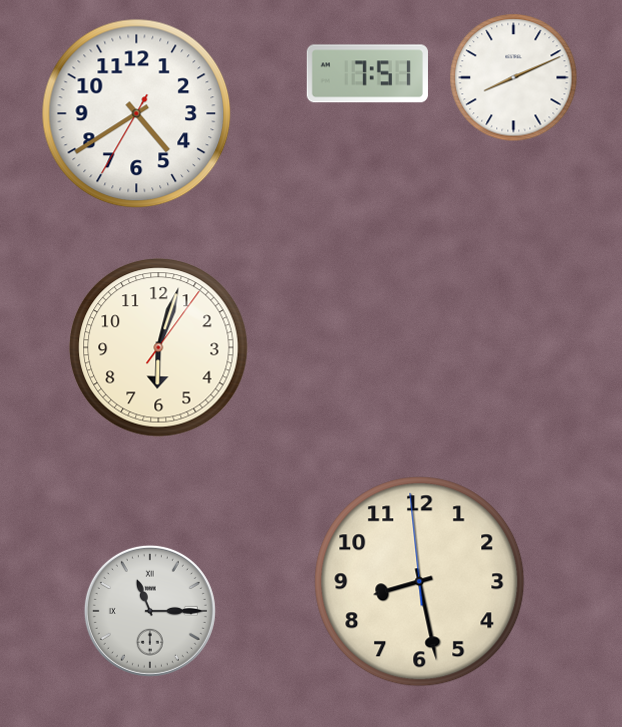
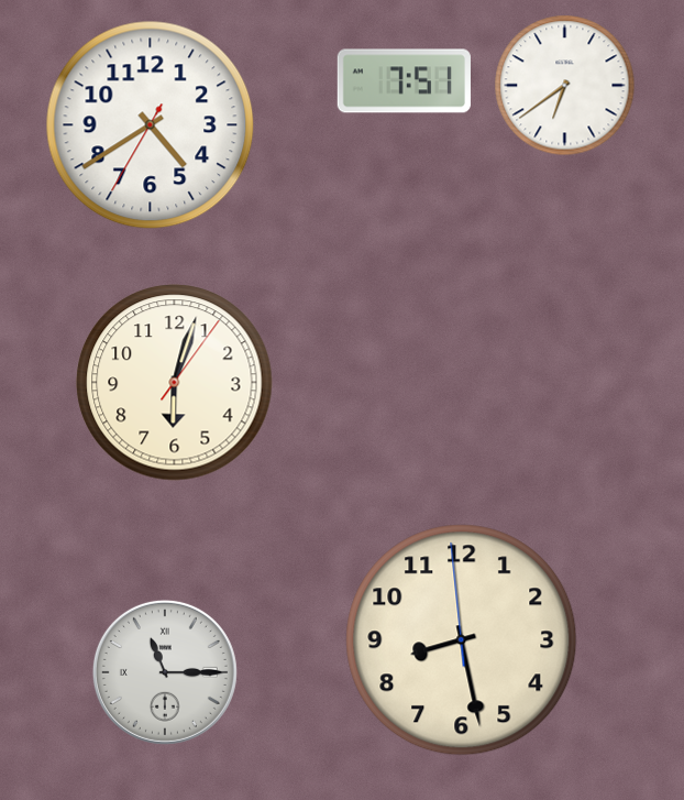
clock at (514, 78): 8:11 -> 6:39
